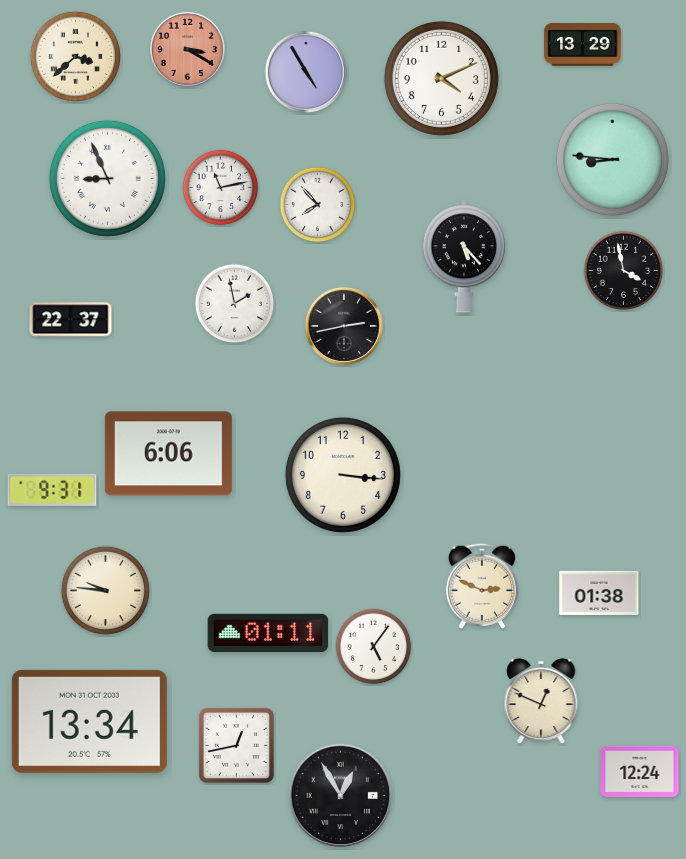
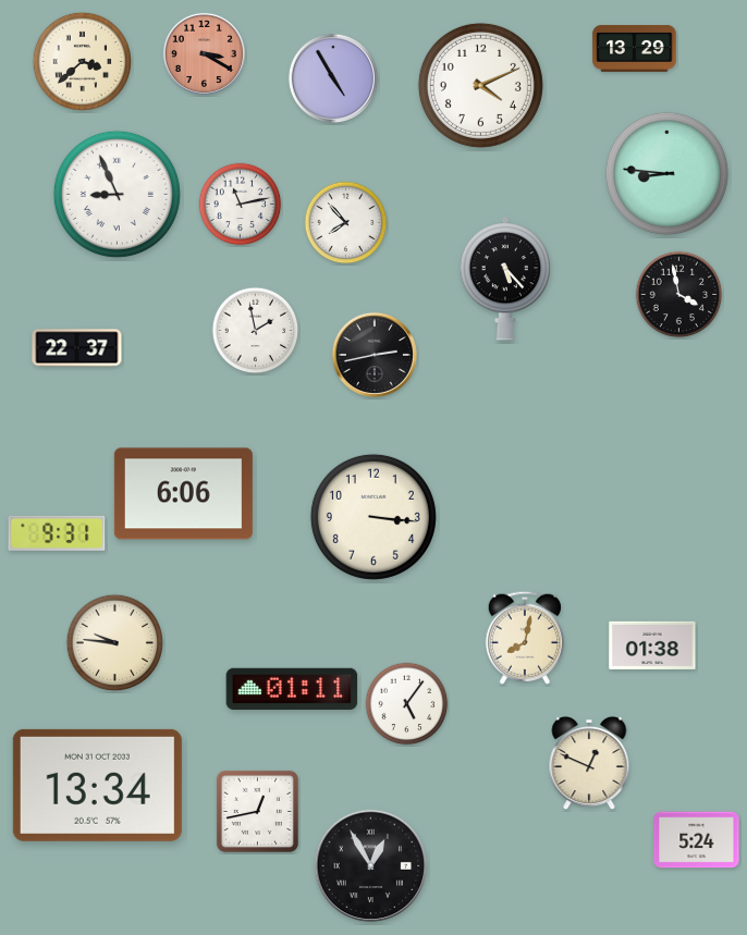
clock at (482, 586): 2:49 -> 8:02
clock at (640, 772): 12:24 -> 5:24
